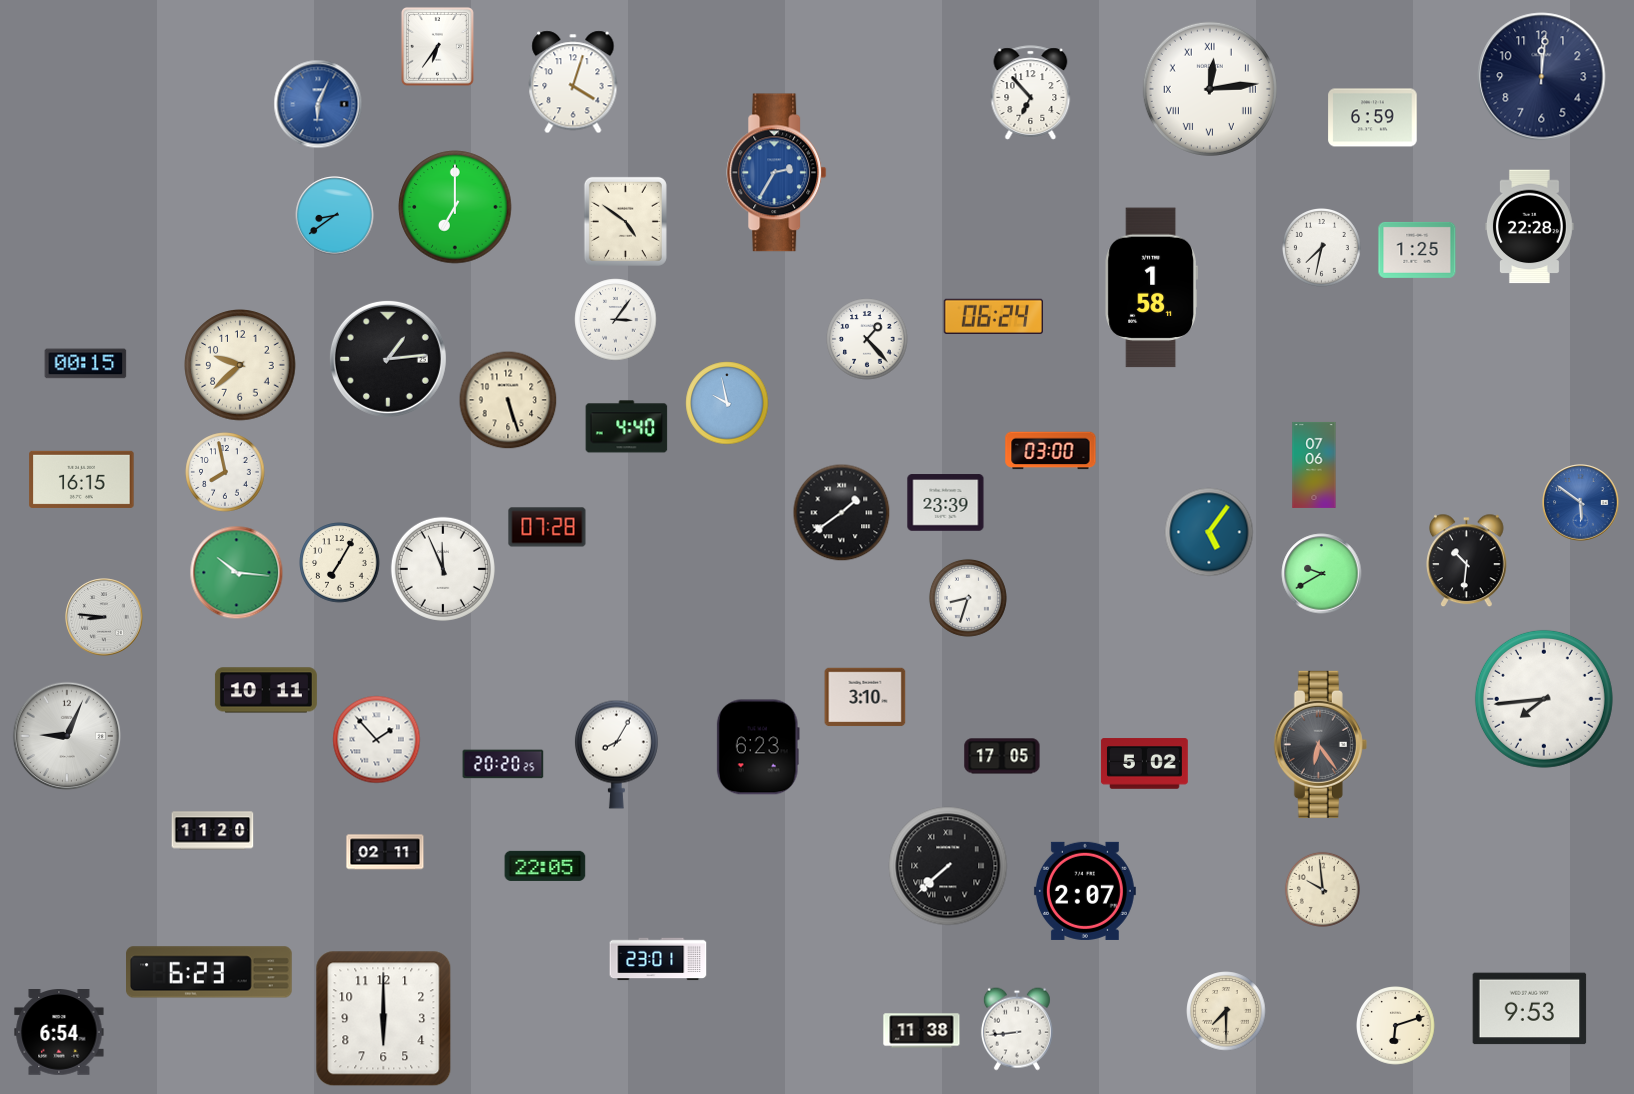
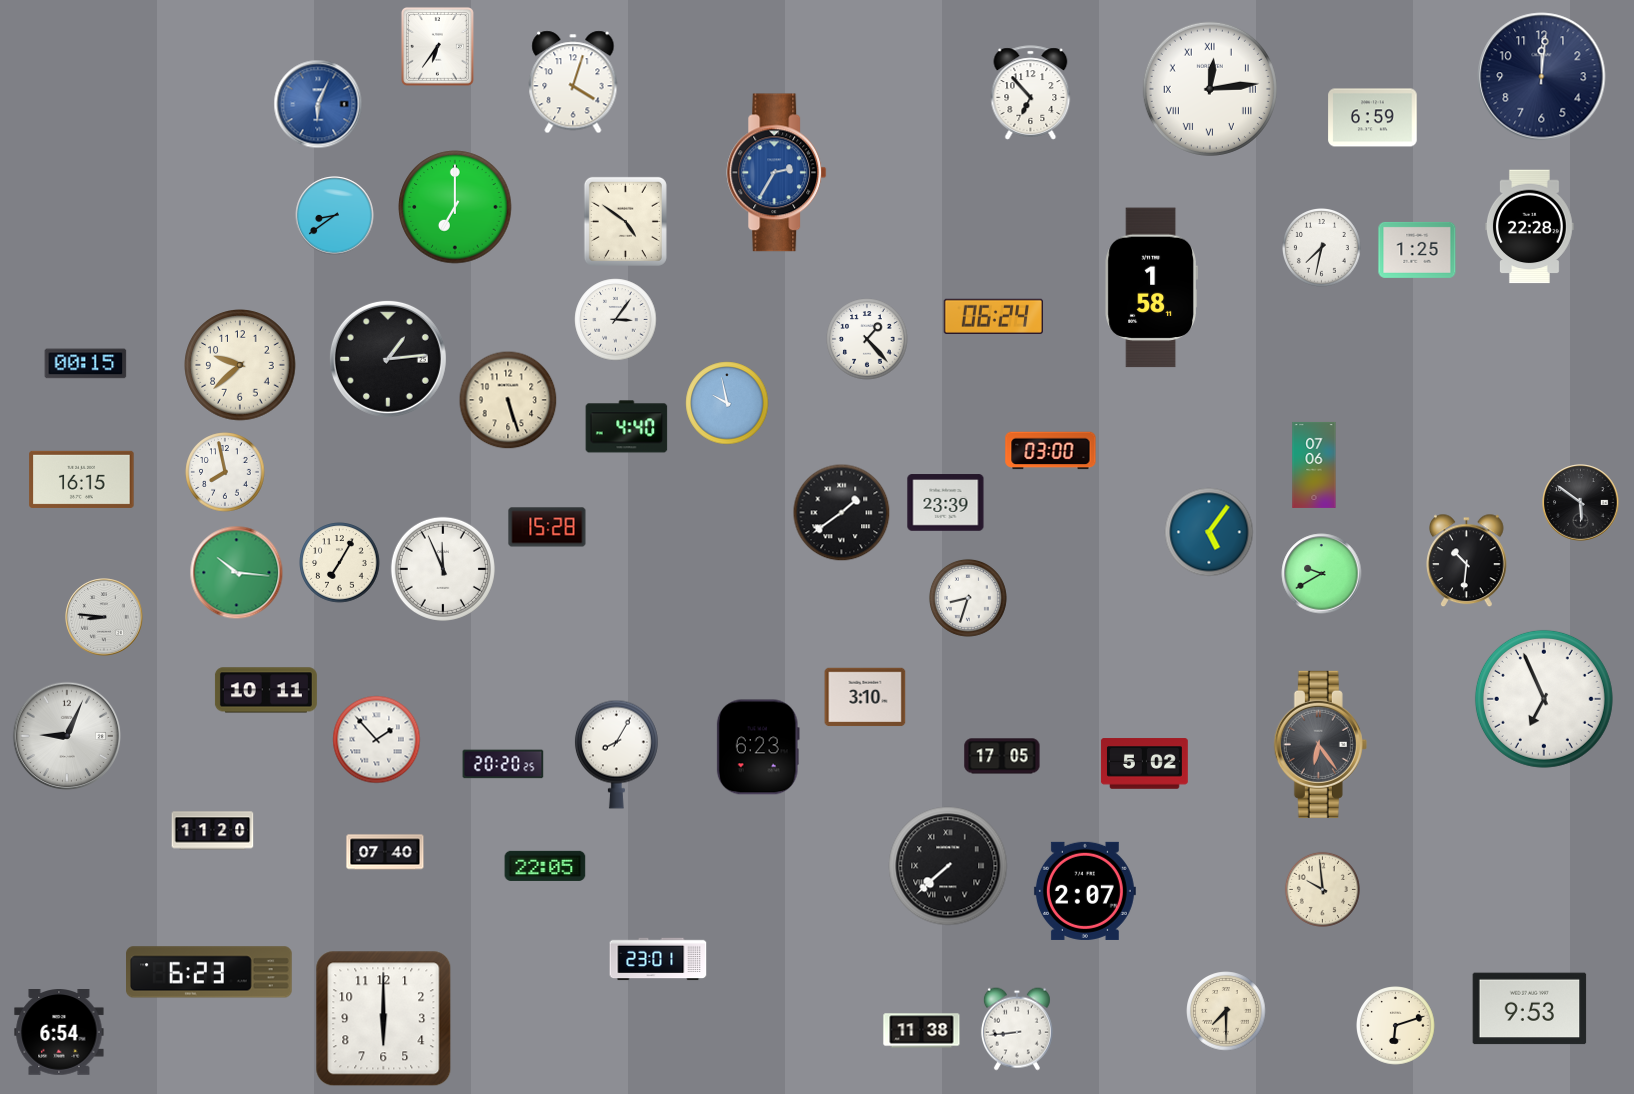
clock at (1581, 503) dial: blue -> black
clock at (547, 527): 07:28 -> 15:28
clock at (1544, 699): 7:44 -> 6:56
clock at (385, 852): 02:11 -> 07:40
